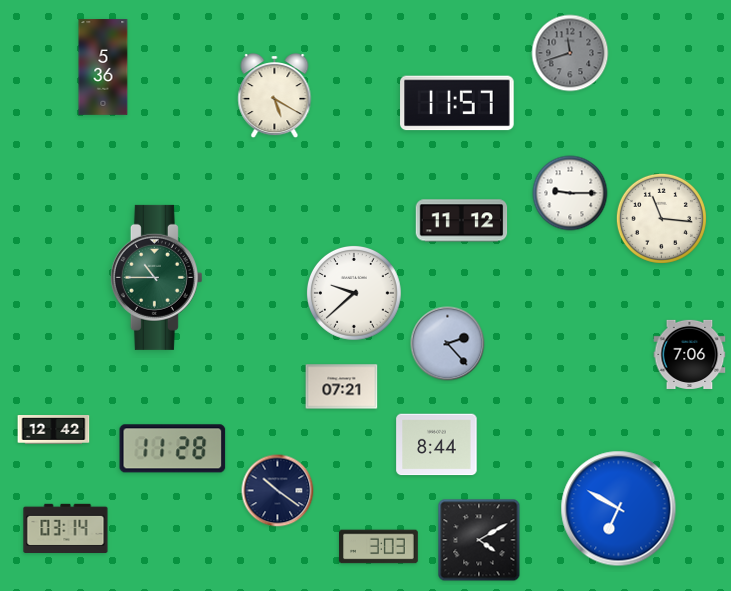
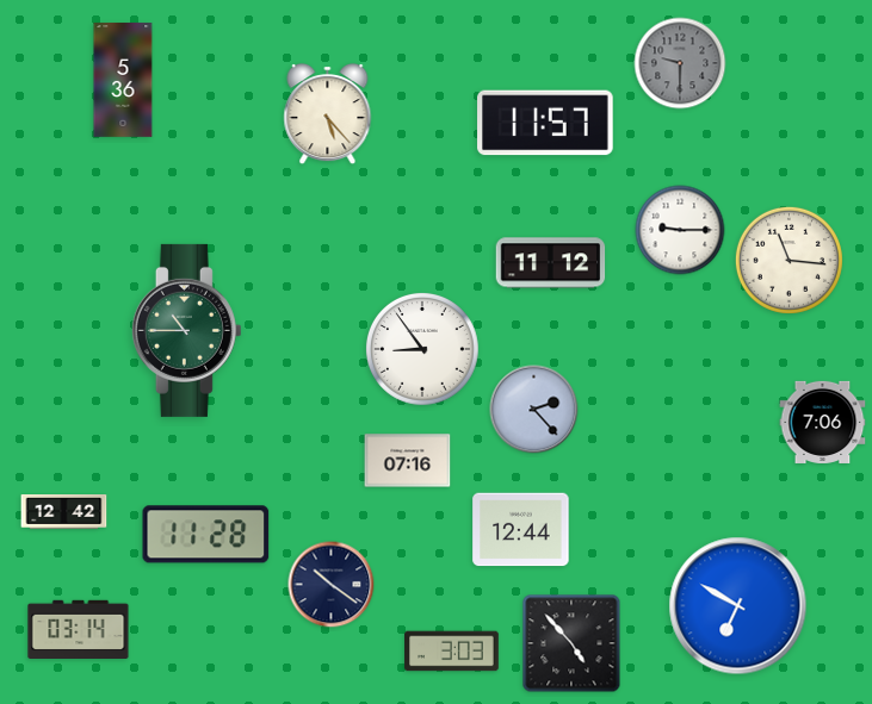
clock at (570, 53): 11:42 -> 9:30
clock at (275, 97): 5:20 -> 5:23
clock at (355, 294): 9:38 -> 8:54
clock at (342, 387): 07:21 -> 07:16
clock at (437, 445): 8:44 -> 12:44
clock at (479, 540): 4:10 -> 4:53
